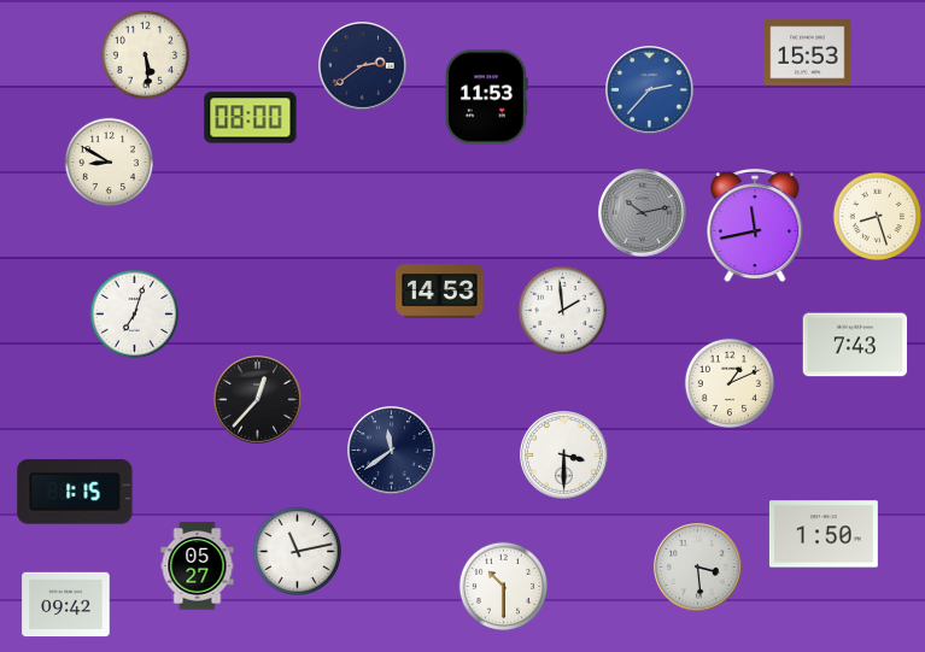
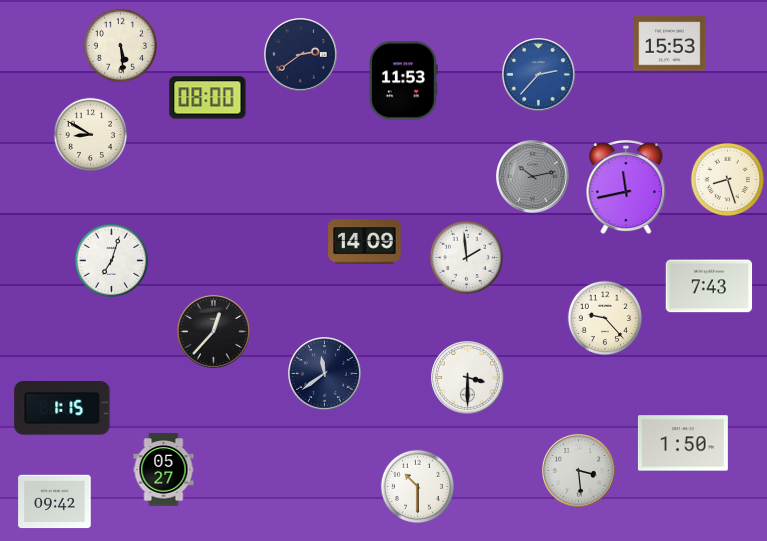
clock at (440, 292): 14:53 -> 14:09
clock at (728, 382): 1:11 -> 9:23
clock at (297, 551): 11:13 -> none
